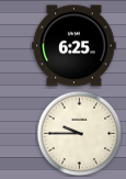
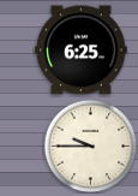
clock at (79, 133) position: (79, 133) -> (90, 145)
